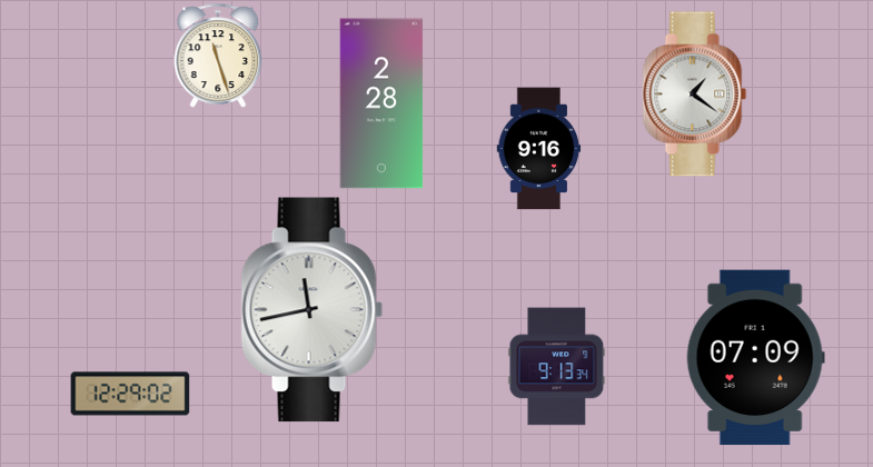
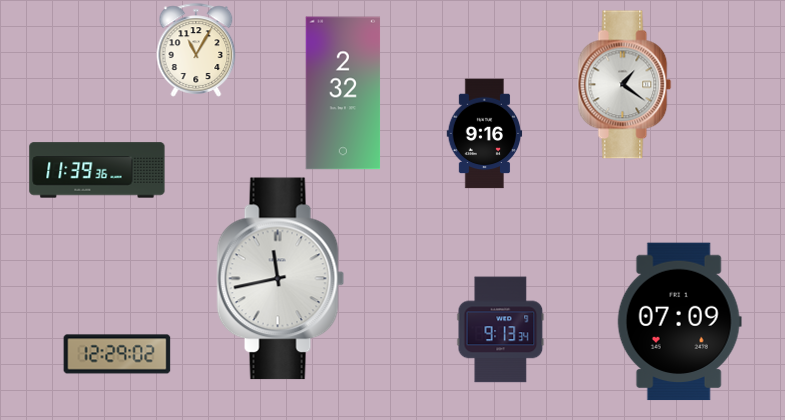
clock at (218, 56): 11:27 -> 11:05
clock at (381, 103): 2:28 -> 2:32
clock at (97, 170): none -> 11:39
